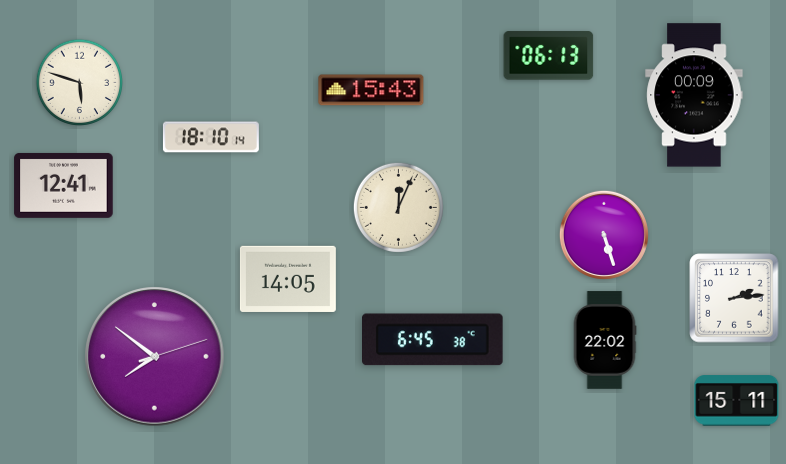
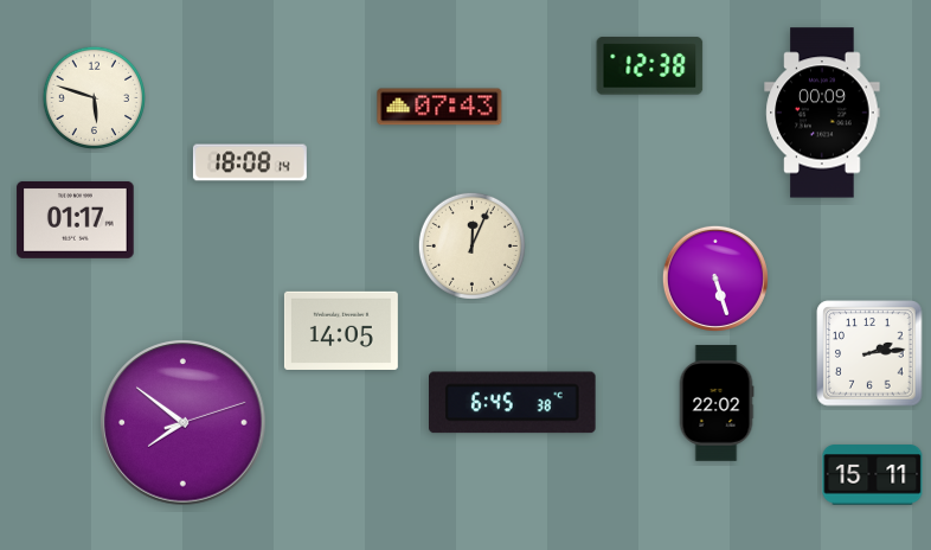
clock at (549, 56): 06:13 -> 12:38
clock at (371, 90): 15:43 -> 07:43
clock at (211, 137): 18:10 -> 18:08
clock at (64, 185): 12:41 -> 01:17
